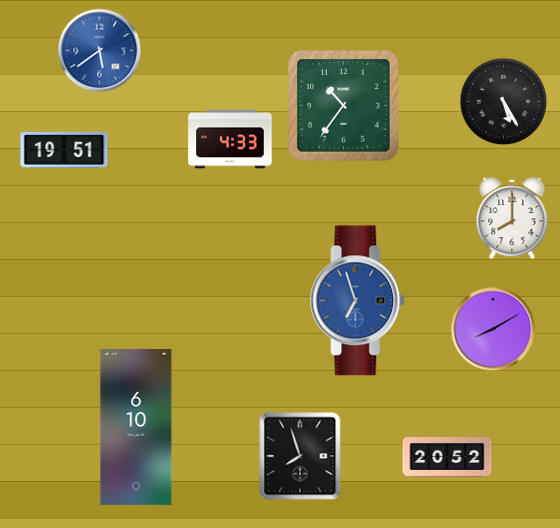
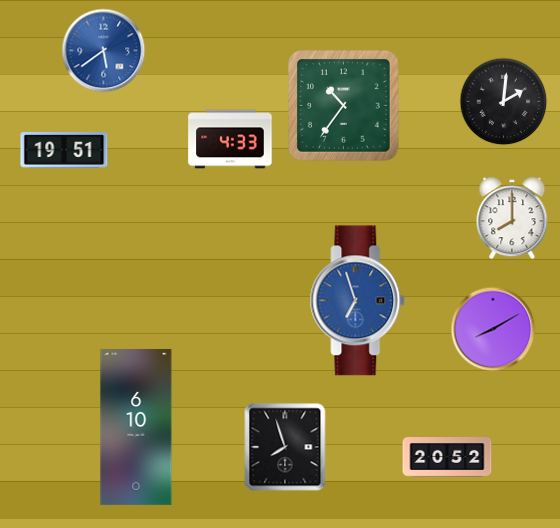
clock at (100, 51) position: (100, 51) -> (104, 51)
clock at (504, 102): 5:25 -> 2:01
clock at (300, 456) position: (300, 456) -> (285, 447)
